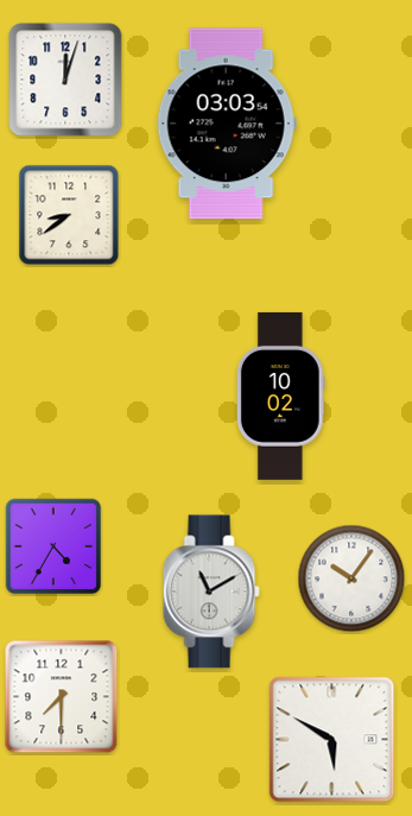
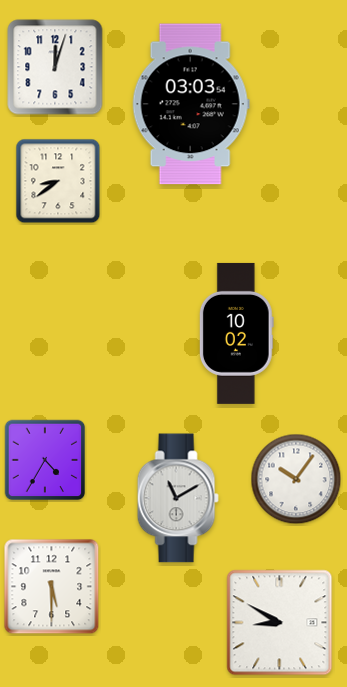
clock at (351, 578) position: (351, 578) -> (296, 479)
clock at (62, 697): 7:30 -> 5:30
clock at (332, 740): 5:50 -> 8:50
